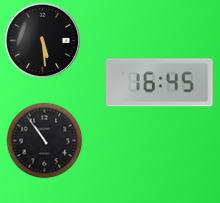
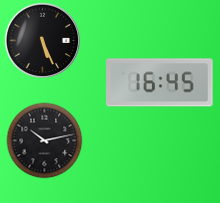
clock at (43, 41): 5:29 -> 5:26
clock at (45, 141): 10:54 -> 10:13
